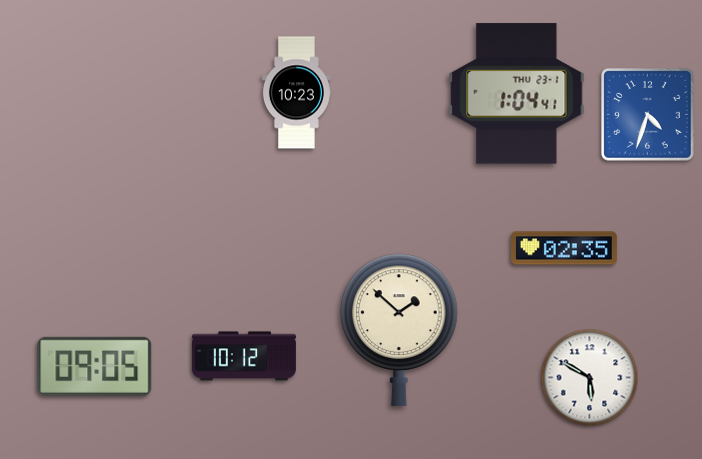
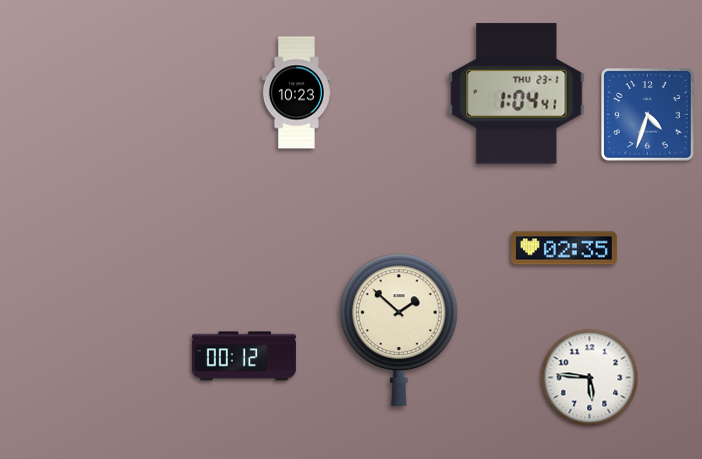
clock at (244, 356): 10:12 -> 00:12
clock at (95, 366): 09:05 -> none
clock at (590, 378): 5:50 -> 5:46
